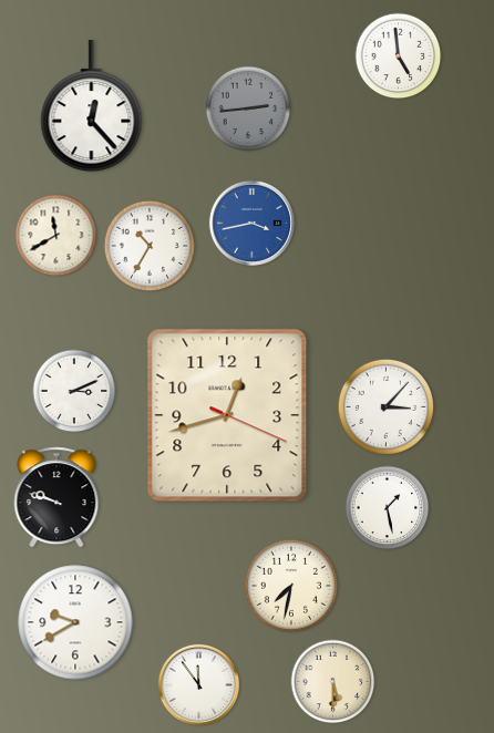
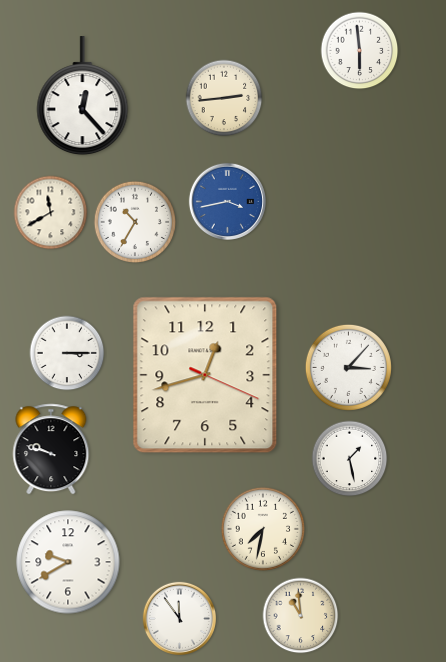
clock at (399, 56): 4:59 -> 5:59
clock at (248, 109) dial: grey -> cream
clock at (74, 391): 3:11 -> 3:15
clock at (333, 682): 5:30 -> 10:59
